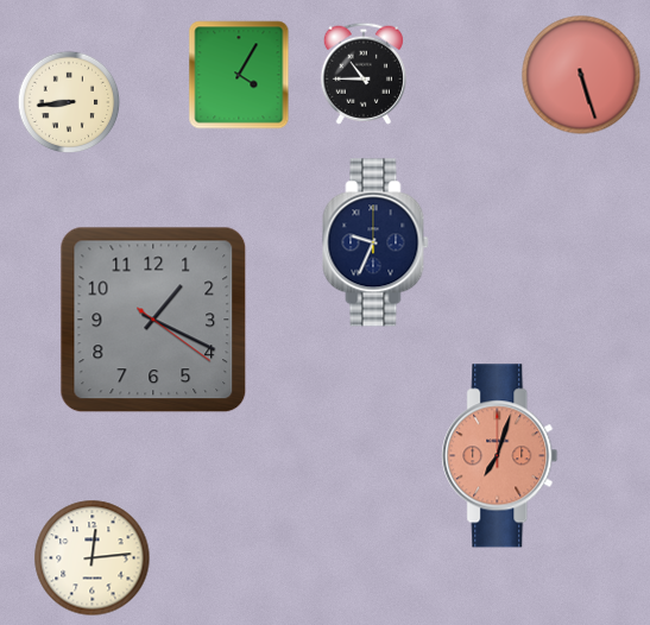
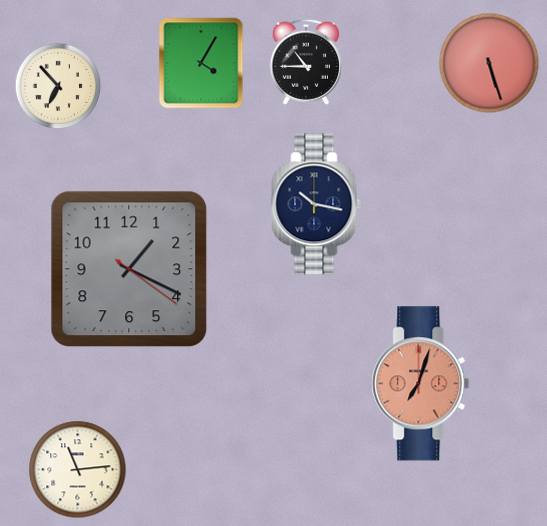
clock at (69, 102): 8:44 -> 6:53
clock at (376, 242): 9:34 -> 10:17
clock at (93, 558): 12:14 -> 11:14
